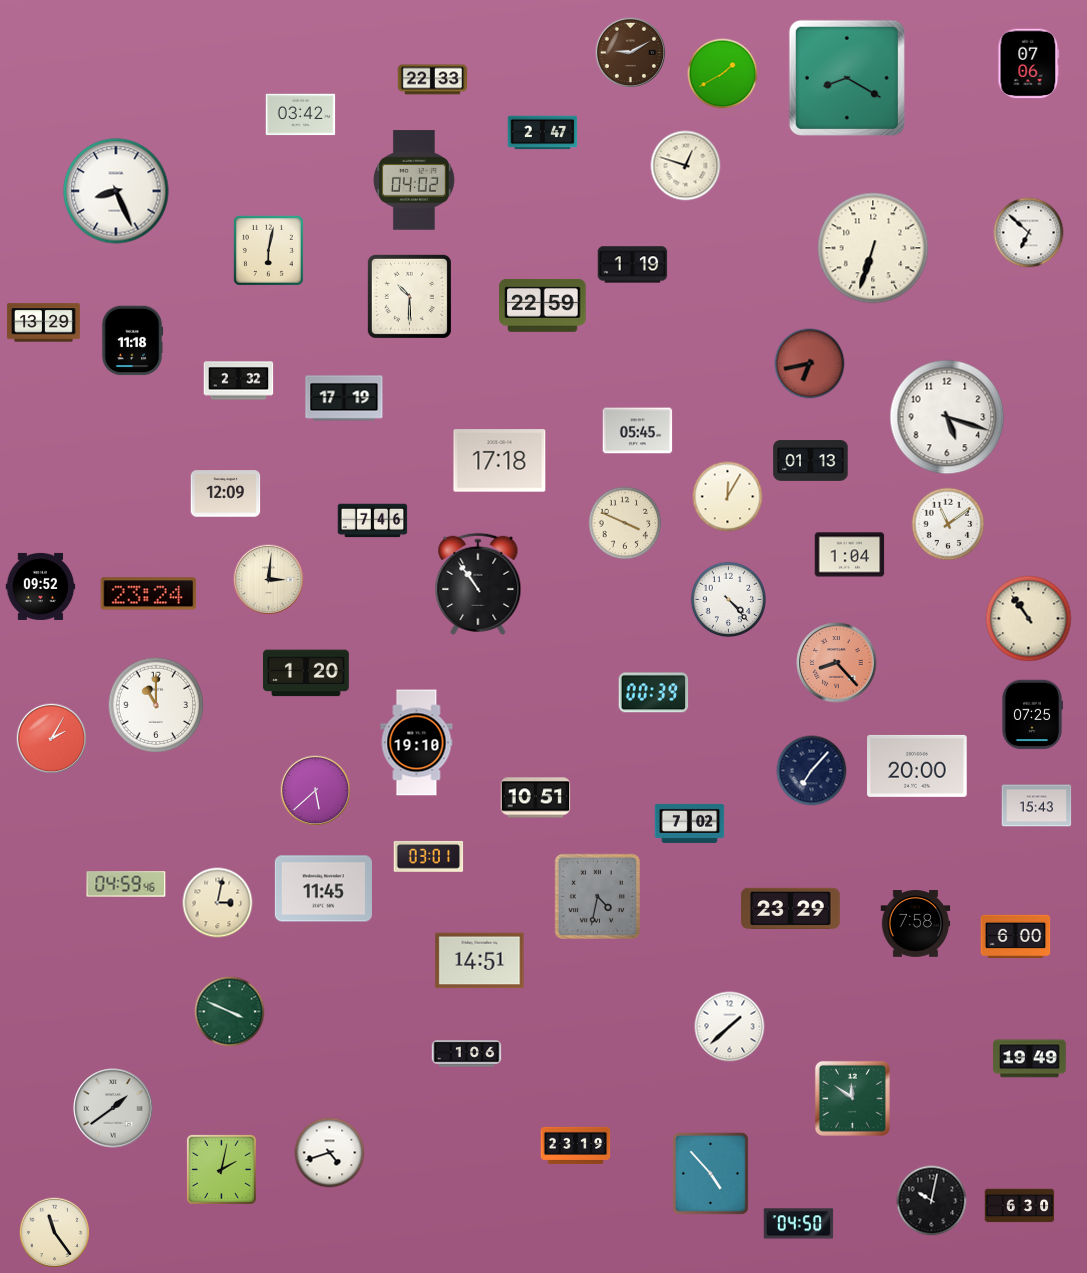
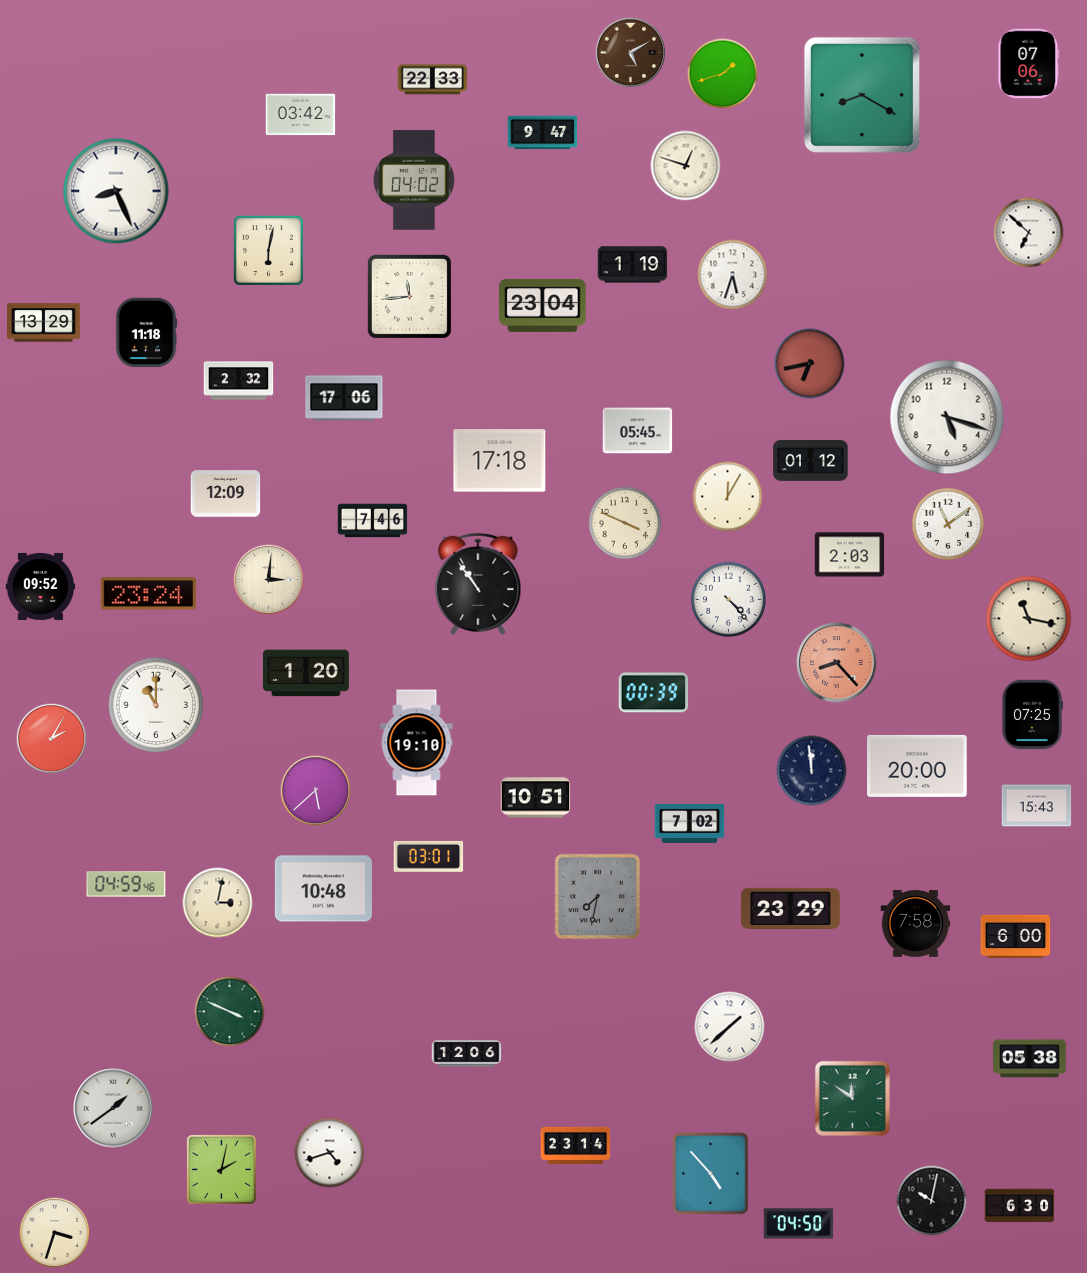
clock at (631, 53): 9:10 -> 5:10
clock at (723, 74): 1:40 -> 1:42
clock at (847, 78) position: (847, 78) -> (862, 95)
clock at (543, 133): 2:47 -> 9:47
clock at (873, 248): 6:33 -> none
clock at (733, 275): none -> 5:33
clock at (409, 296): 10:30 -> 11:44
clock at (543, 305): 22:59 -> 23:04
clock at (132, 341) position: (132, 341) -> (146, 333)
clock at (344, 398): 17:19 -> 17:06
clock at (811, 461): 01:13 -> 01:12
clock at (850, 555): 1:04 -> 2:03
clock at (1029, 619): 10:54 -> 11:17
clock at (812, 771): 7:07 -> 11:59
clock at (323, 889): 11:45 -> 10:48
clock at (597, 896): 4:32 -> 7:32
clock at (480, 961): 14:51 -> none
clock at (467, 1054): 1:06 -> 12:06
clock at (1030, 1059): 19:49 -> 05:38
clock at (576, 1145): 23:19 -> 23:14
clock at (55, 1233): 11:24 -> 3:33
